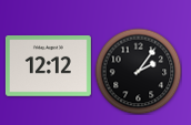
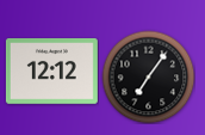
clock at (138, 71): 2:06 -> 7:06
